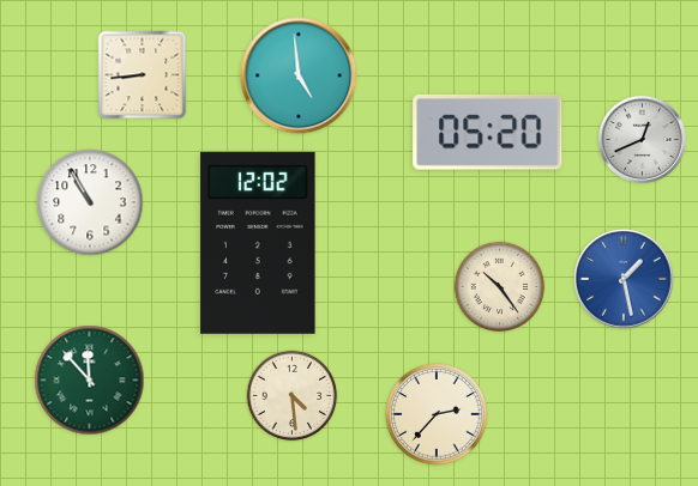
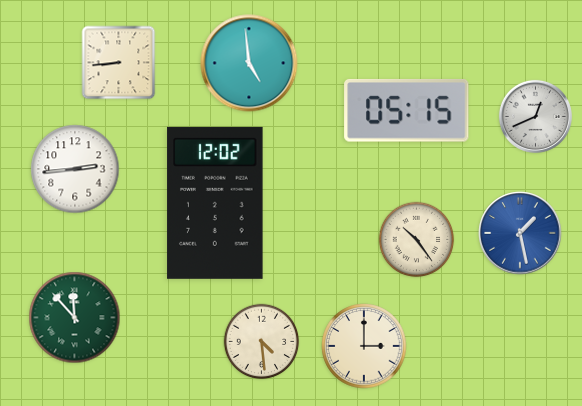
clock at (488, 133): 05:20 -> 05:15
clock at (90, 202): 10:55 -> 2:44
clock at (293, 396) position: (293, 396) -> (262, 342)
clock at (437, 414): 2:37 -> 3:00
